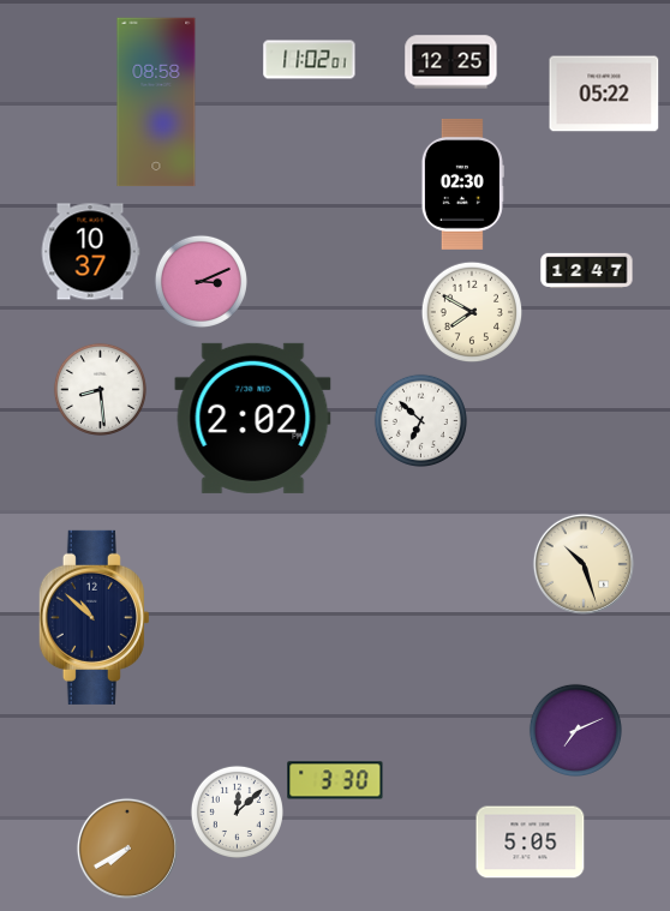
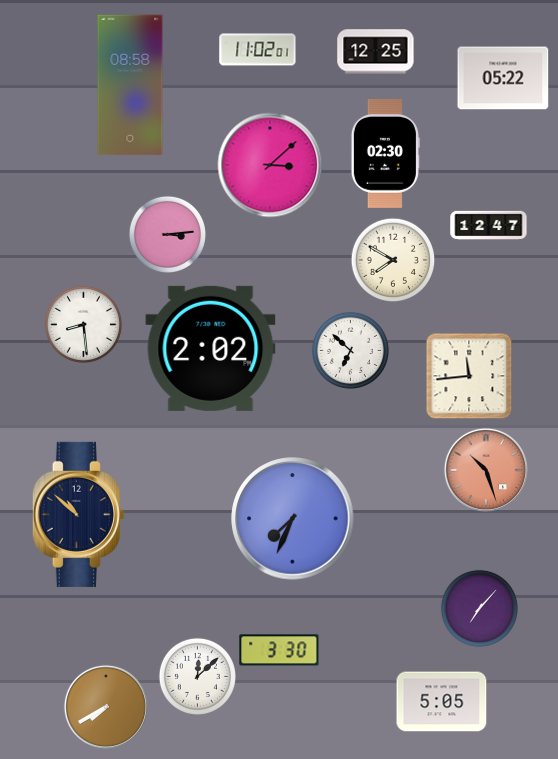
clock at (270, 165): none -> 3:08
clock at (90, 252): 10:37 -> none
clock at (201, 281): 3:11 -> 3:14
clock at (469, 376): none -> 11:44
clock at (584, 564) dial: cream -> salmon
clock at (293, 519): none -> 7:34
clock at (575, 730): 7:11 -> 7:07
